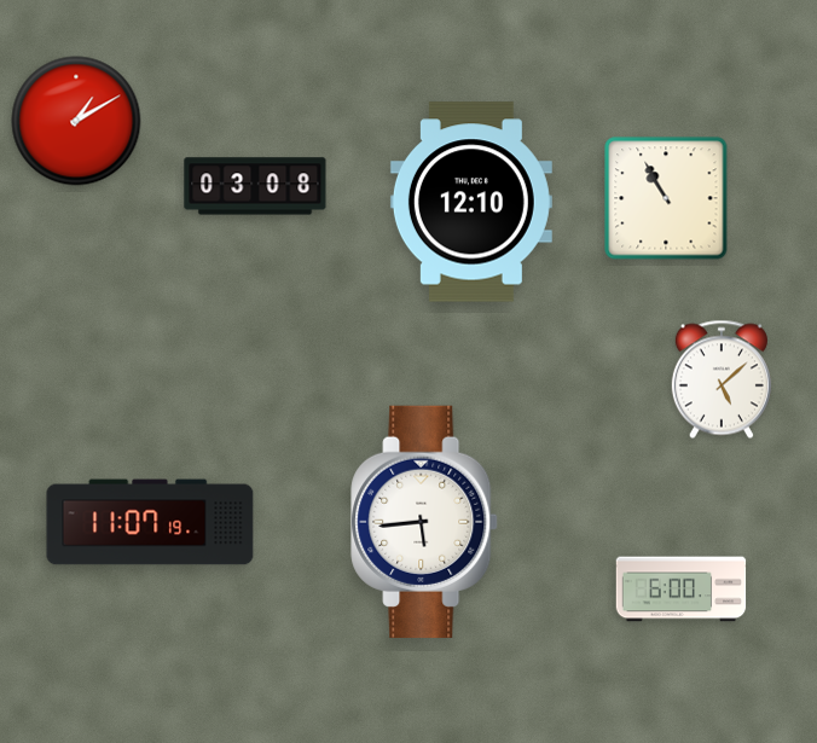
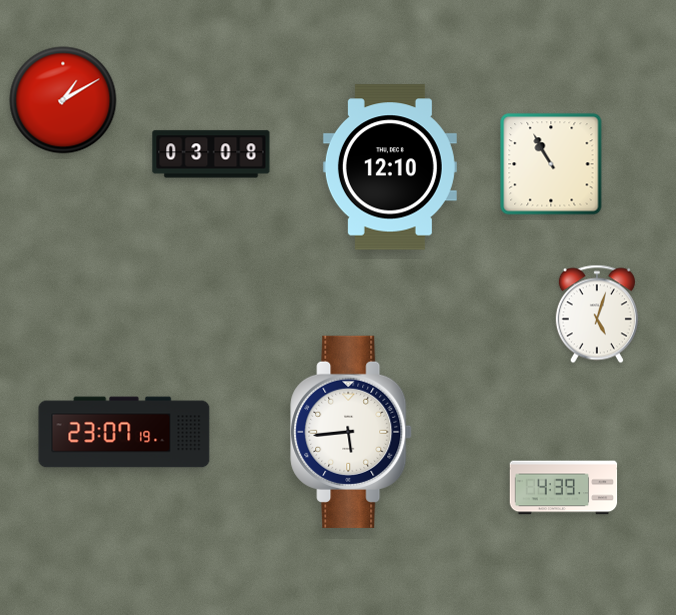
clock at (722, 379): 5:08 -> 5:03
clock at (150, 522): 11:07 -> 23:07
clock at (682, 590): 6:00 -> 4:39
